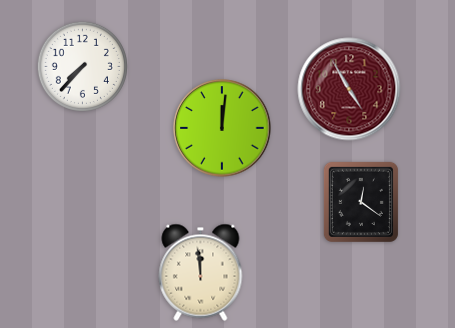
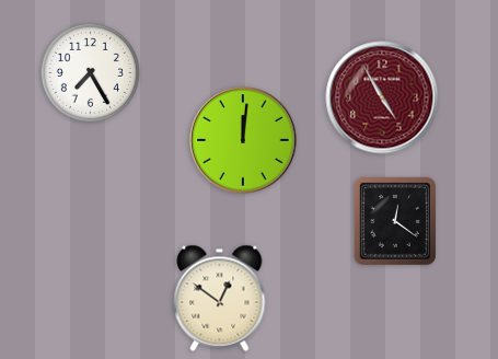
clock at (82, 66): 7:37 -> 7:25
clock at (201, 272): 11:59 -> 12:51
